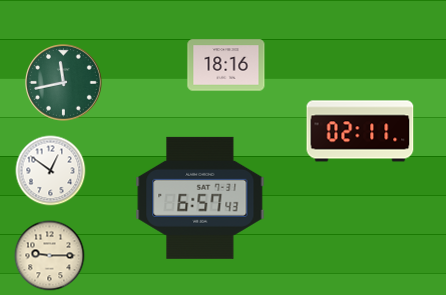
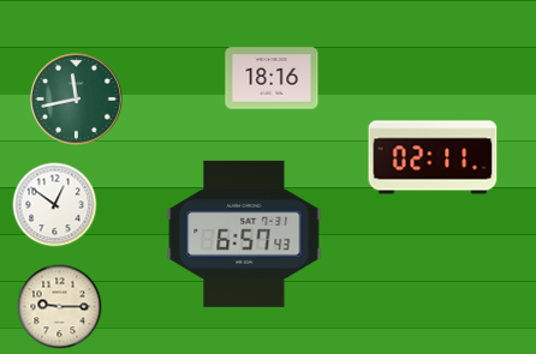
clock at (51, 171) position: (51, 171) -> (55, 205)
clock at (200, 198) position: (200, 198) -> (244, 234)
